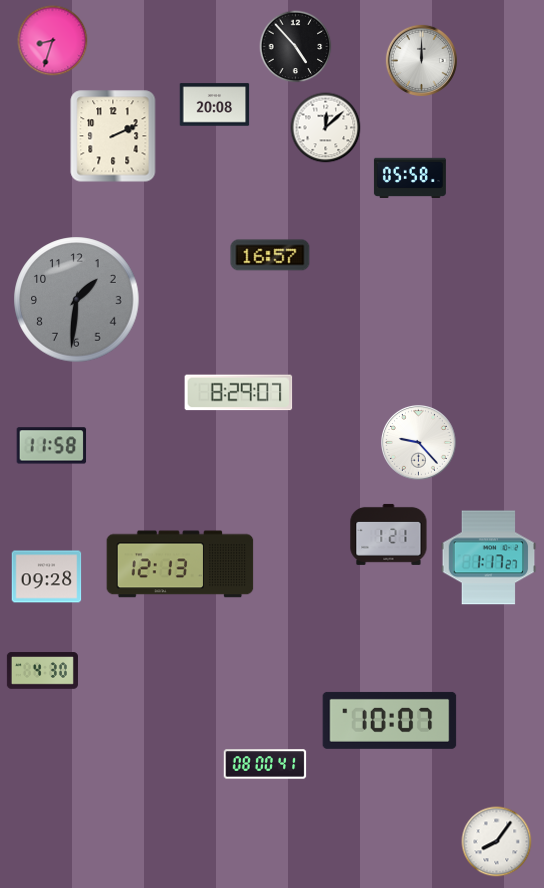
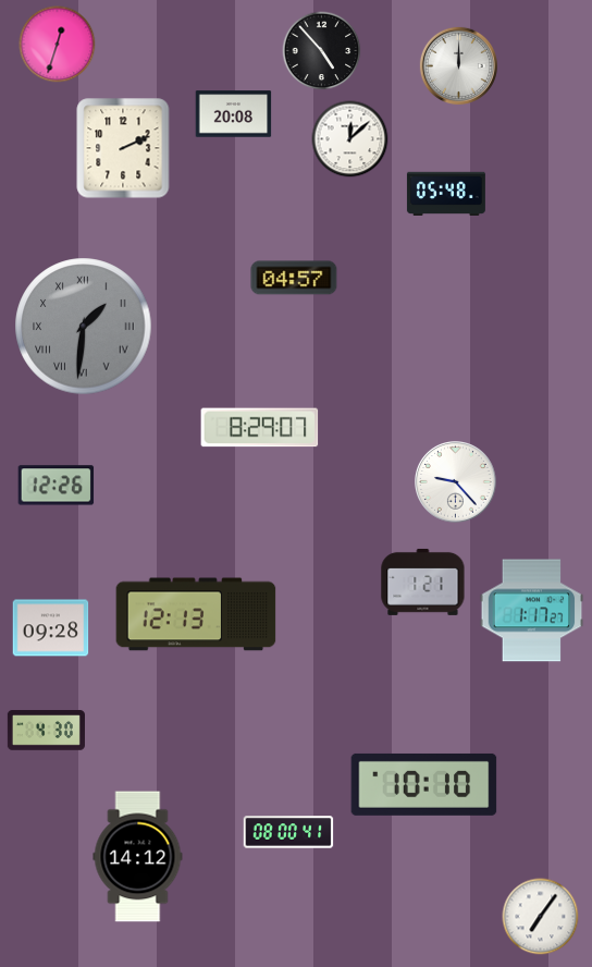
clock at (53, 41): 8:33 -> 12:33
clock at (326, 128) position: (326, 128) -> (350, 139)
clock at (410, 178): 05:58 -> 05:48
clock at (270, 255): 16:57 -> 04:57
clock at (77, 300) numerals: Arabic -> Roman
clock at (52, 446): 11:58 -> 12:26
clock at (489, 558) position: (489, 558) -> (532, 611)
clock at (390, 720): 10:07 -> 10:10
clock at (138, 857): none -> 14:12
clock at (497, 842): 8:06 -> 7:06
